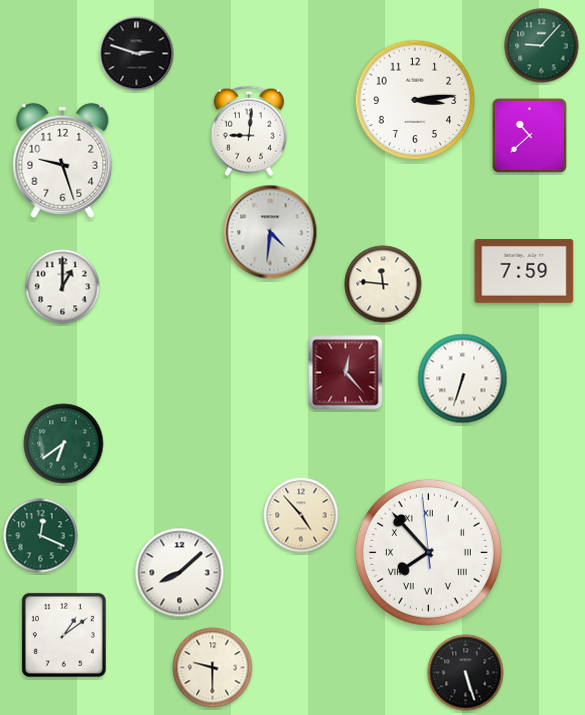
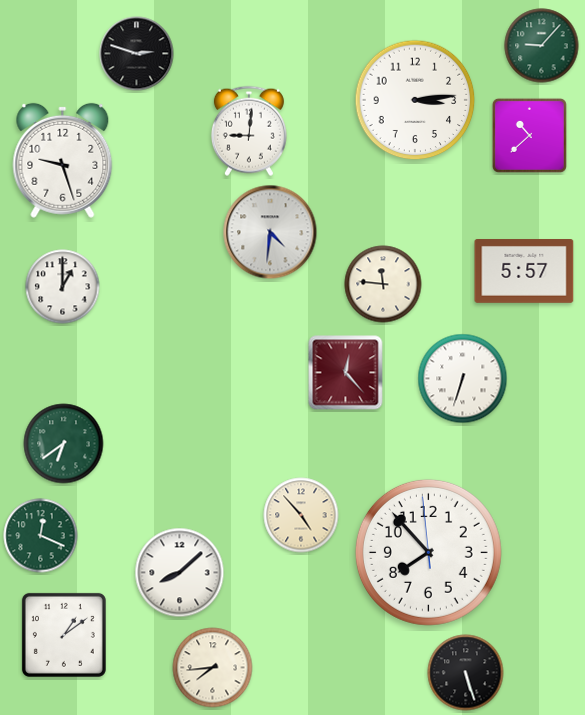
clock at (524, 272): 7:59 -> 5:57
clock at (428, 552) numerals: Roman -> Arabic
clock at (213, 668): 9:30 -> 7:44
